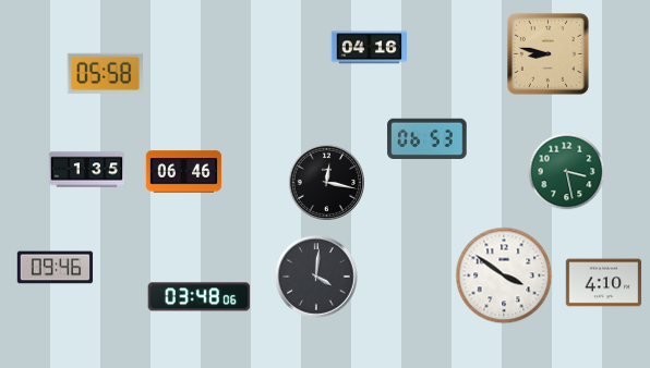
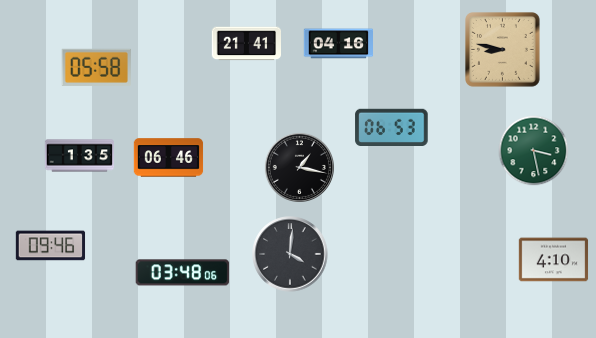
clock at (247, 44): none -> 21:41
clock at (567, 172) position: (567, 172) -> (534, 151)
clock at (326, 182): 12:17 -> 1:17
clock at (504, 275): 3:51 -> none
